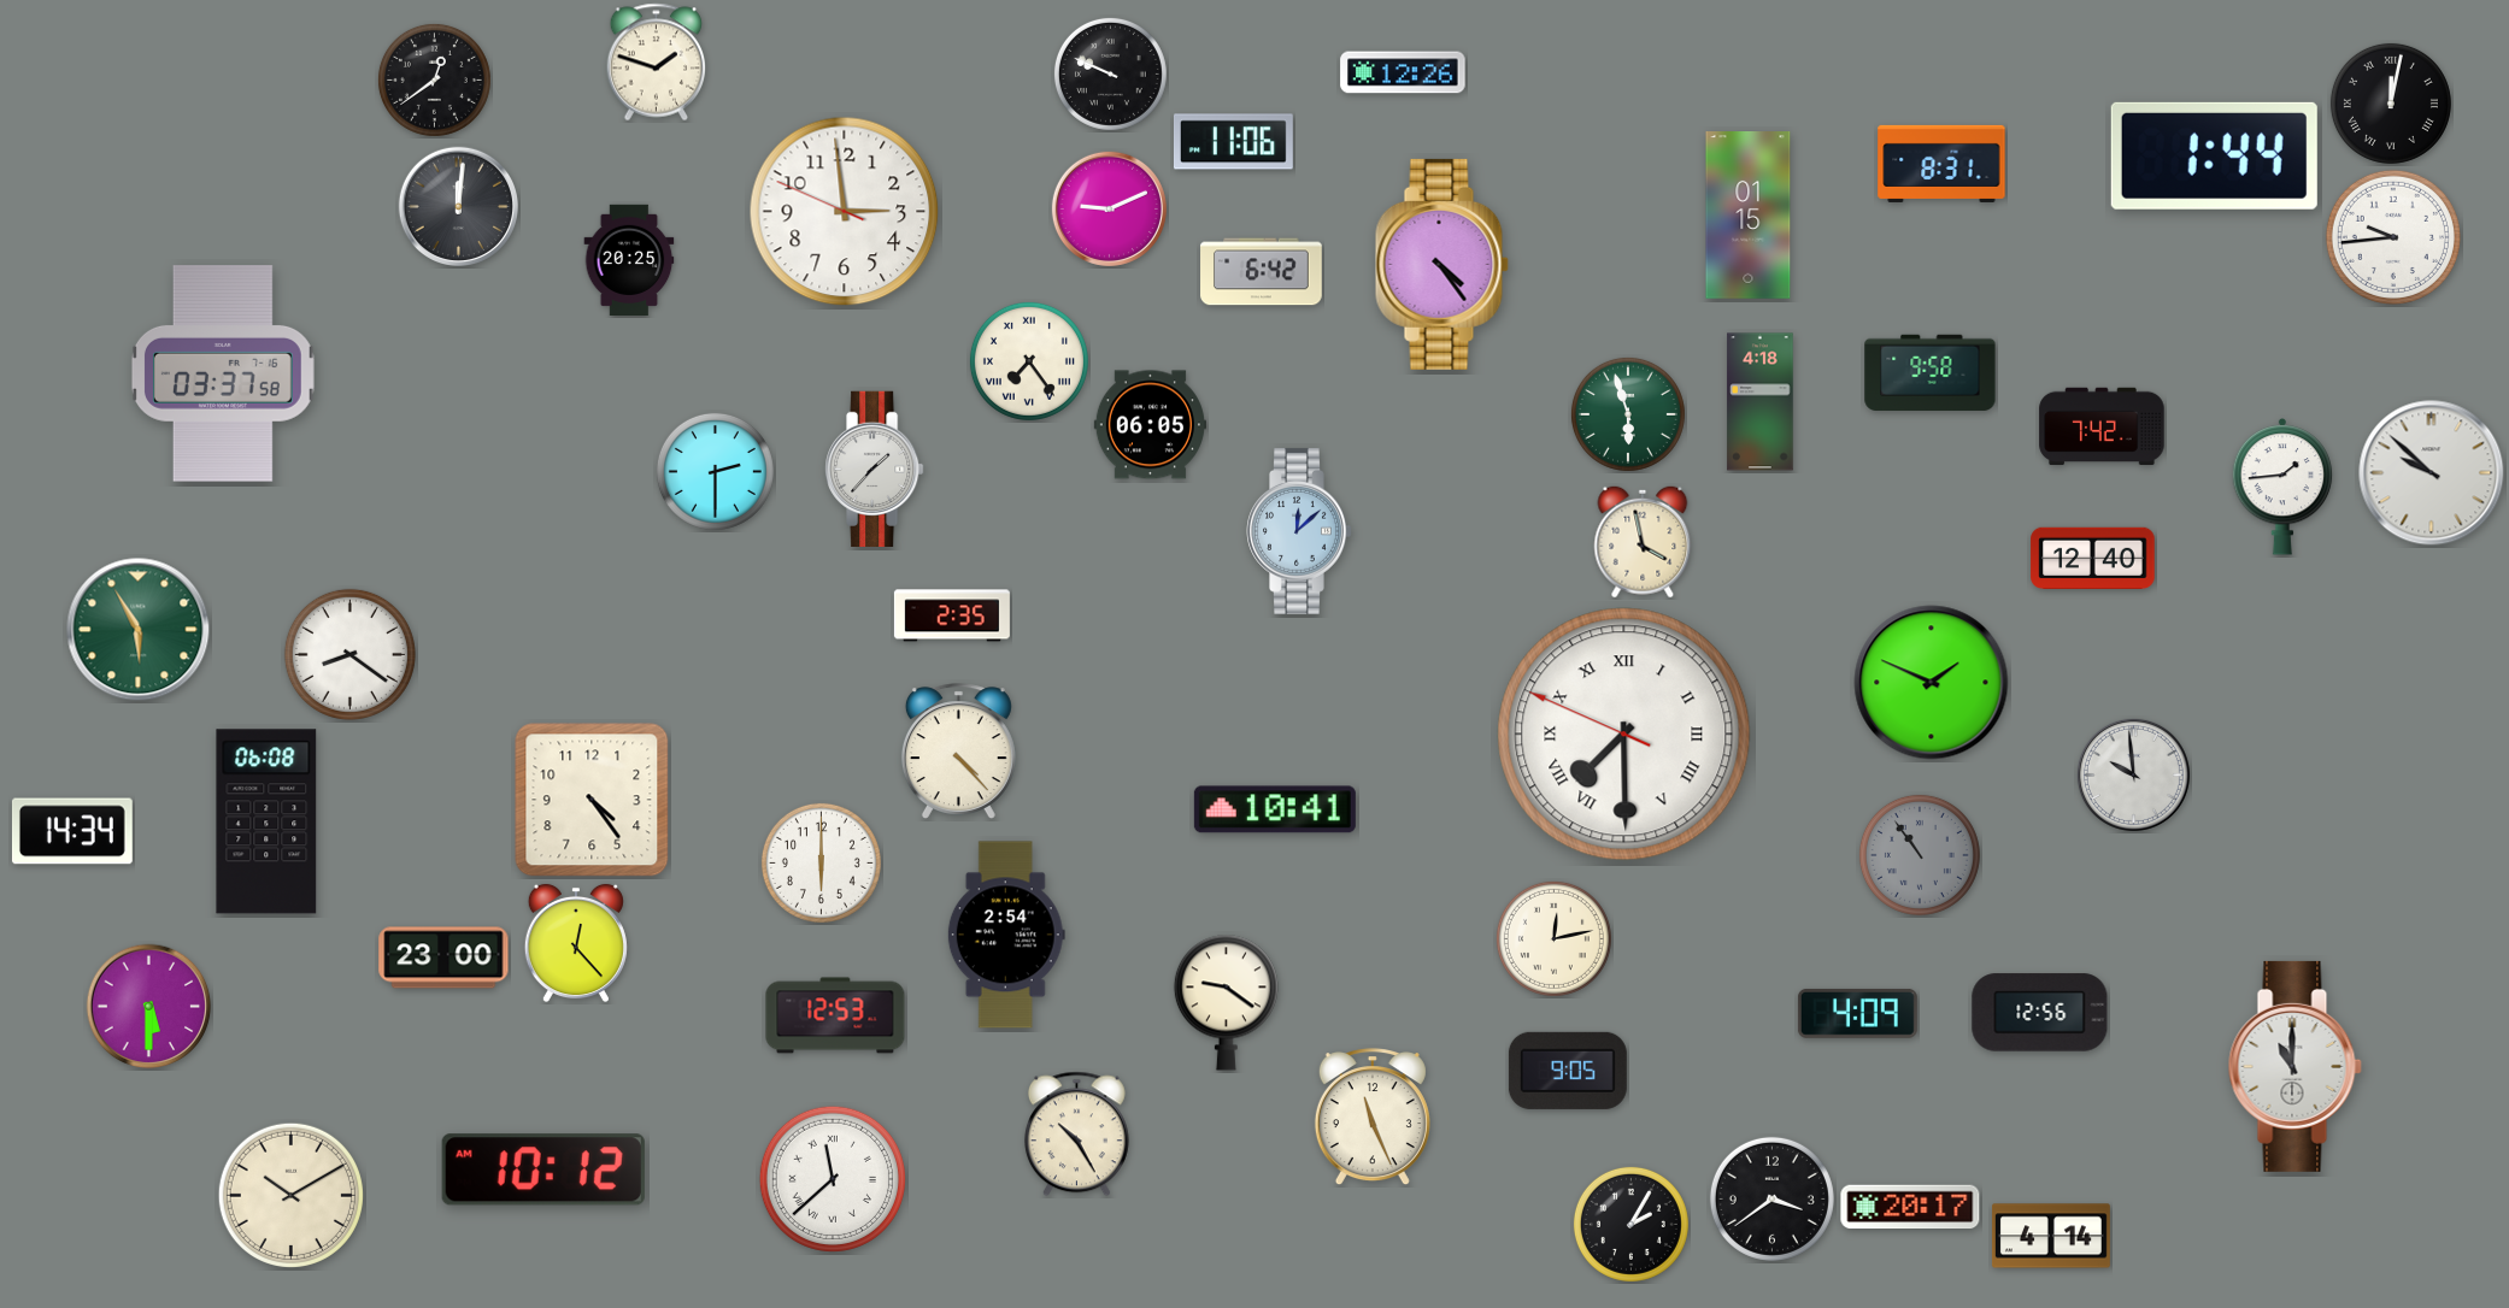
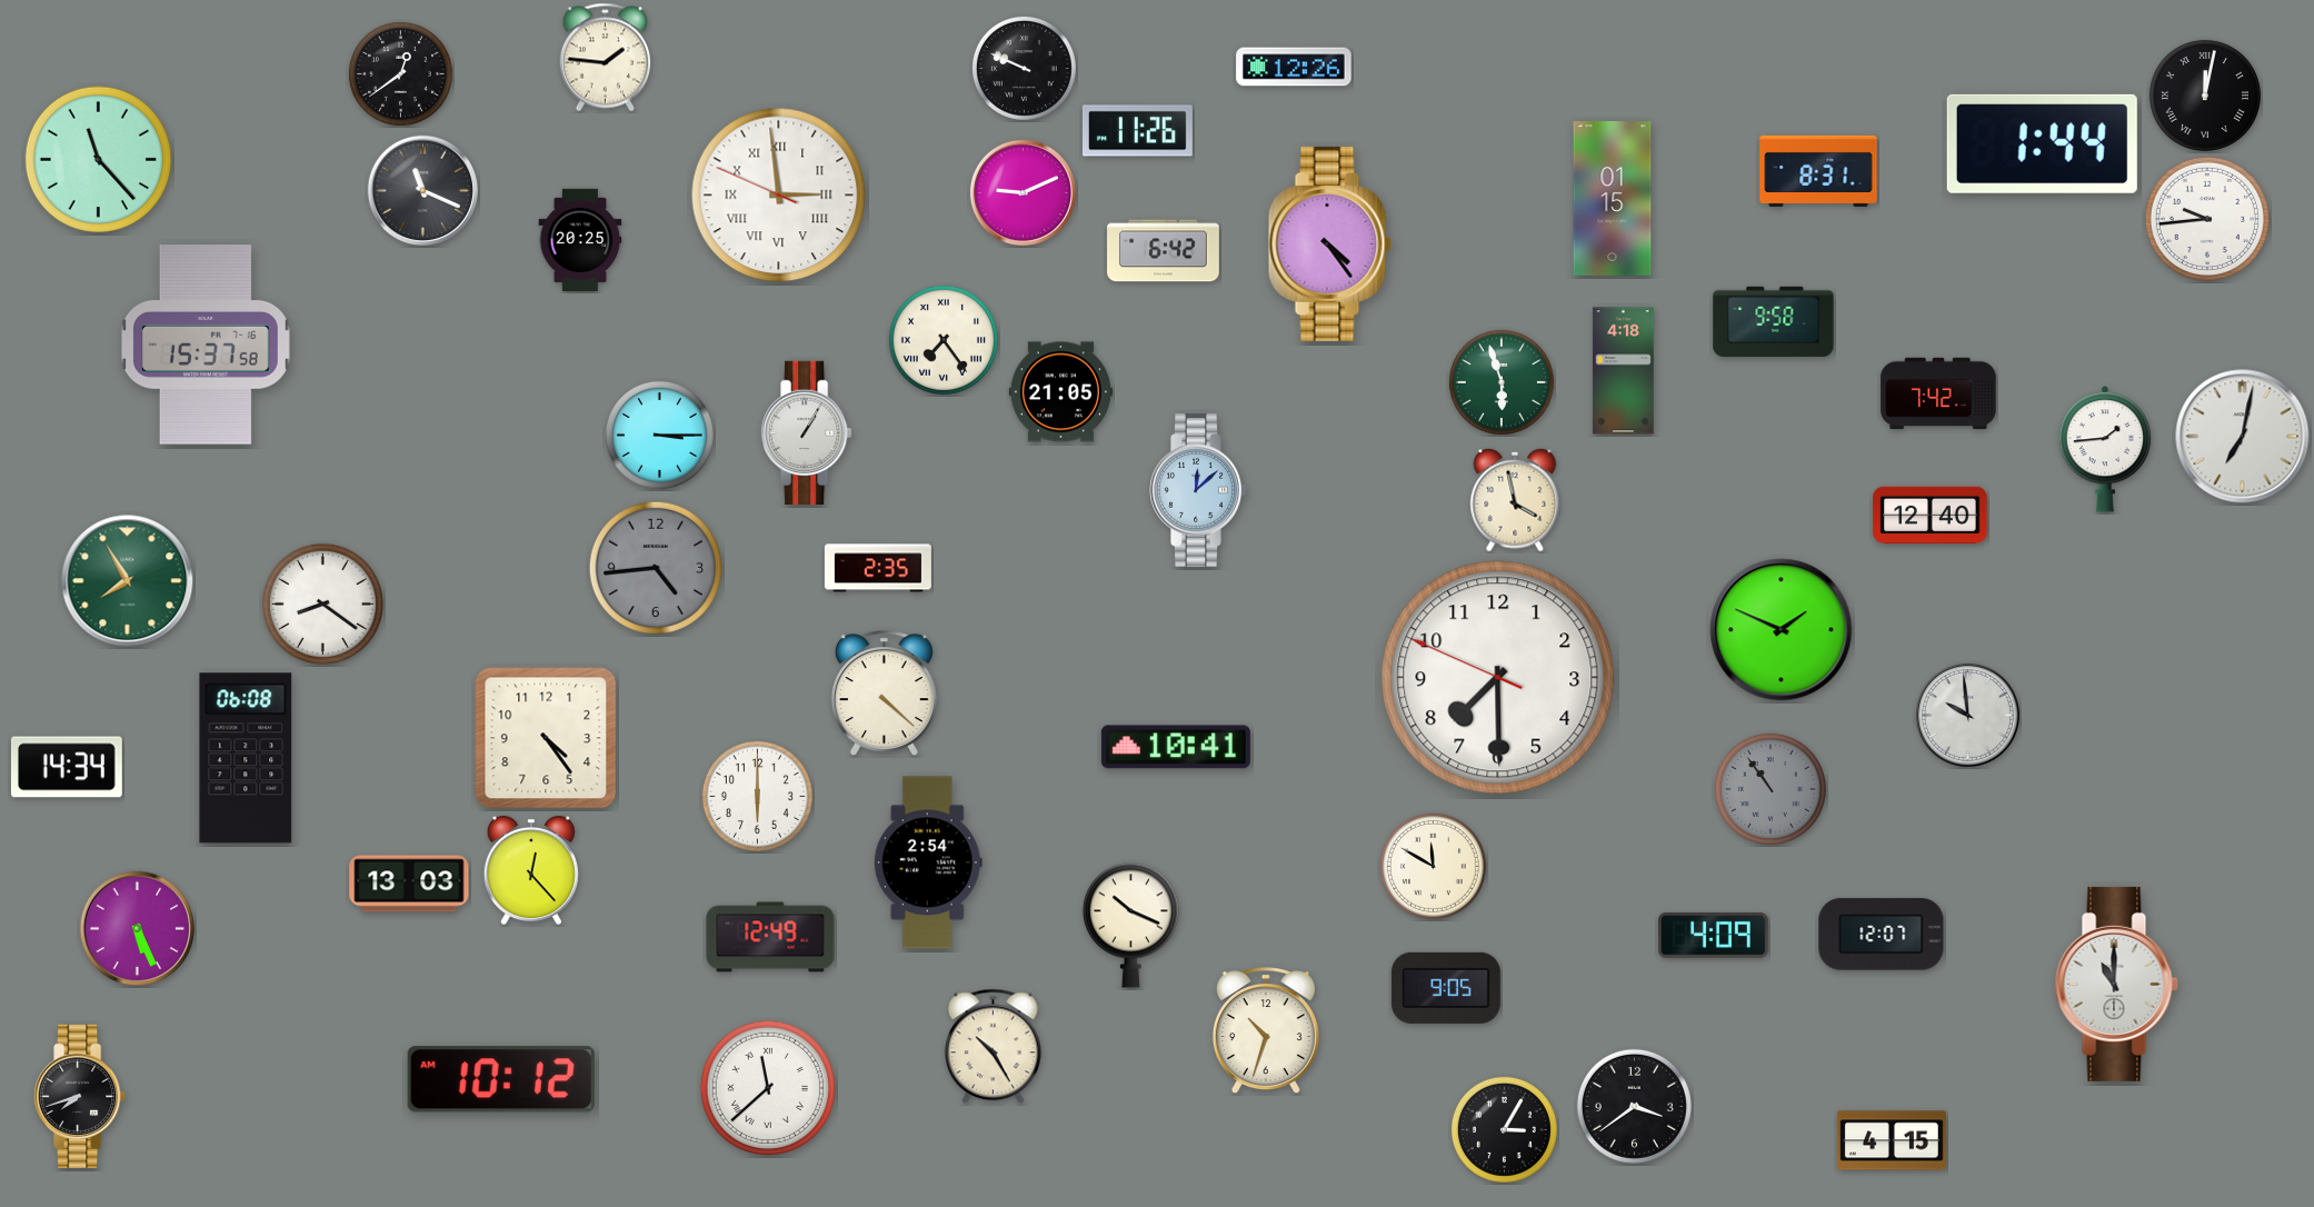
clock at (657, 63): 1:48 -> 1:46
clock at (1233, 142): 11:06 -> 11:26
clock at (1941, 164) position: (1941, 164) -> (1818, 171)
clock at (99, 160): none -> 11:23
clock at (458, 206): 12:01 -> 11:19
clock at (845, 212) numerals: Arabic -> Roman
clock at (1029, 361) position: (1029, 361) -> (944, 340)
clock at (1931, 372) position: (1931, 372) -> (1774, 321)
clock at (223, 373): 03:37 -> 15:37
clock at (1150, 425): 06:05 -> 21:05
clock at (875, 469): 1:37 -> 1:05
clock at (715, 471): 2:30 -> 3:15
clock at (2432, 473): 9:52 -> 7:02
clock at (656, 568): none -> 4:44
clock at (139, 630): 5:55 -> 7:55
clock at (1624, 735) numerals: Roman -> Arabic
clock at (958, 750): 4:23 -> 4:22
clock at (1553, 938): 12:13 -> 11:50
clock at (443, 958): 23:00 -> 13:03
clock at (1226, 1002): 9:21 -> 10:19
clock at (149, 1007): 5:30 -> 5:26
clock at (2040, 1013): 12:56 -> 12:07
clock at (835, 1015): 12:53 -> 12:49
clock at (1373, 1118): 11:26 -> 10:33
clock at (80, 1096): none -> 7:42
clock at (290, 1195): 10:10 -> none
clock at (1910, 1207): 20:17 -> none
clock at (1630, 1224): 2:05 -> 3:05
clock at (2051, 1236): 4:14 -> 4:15
